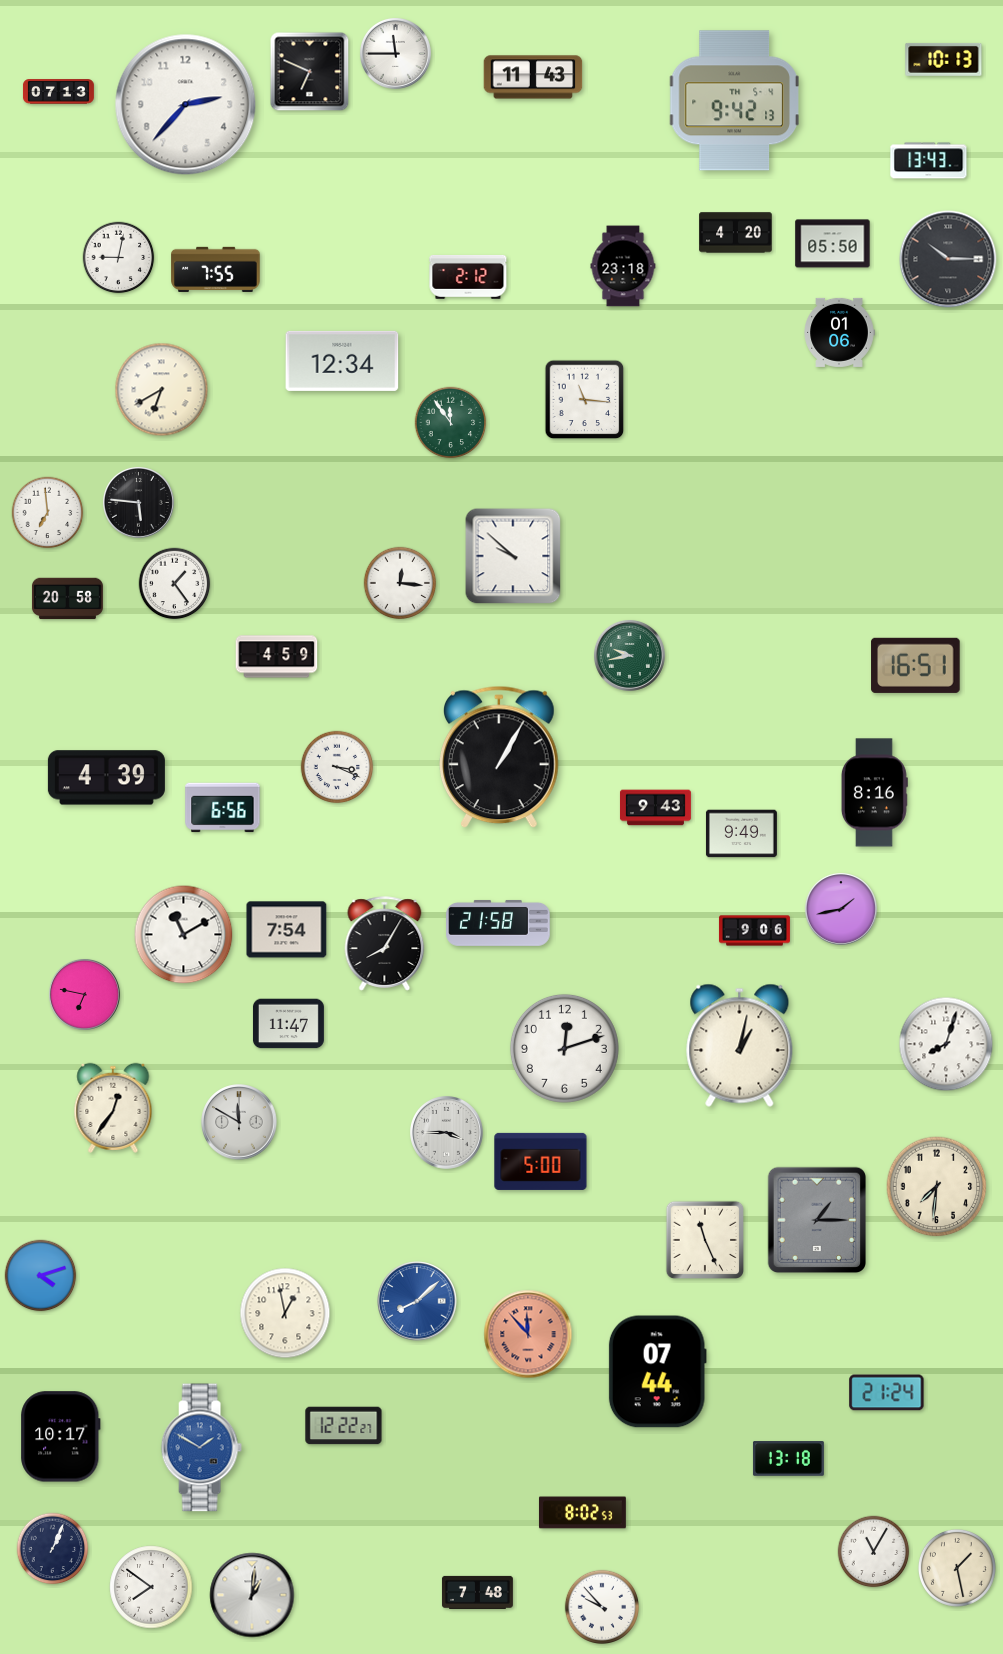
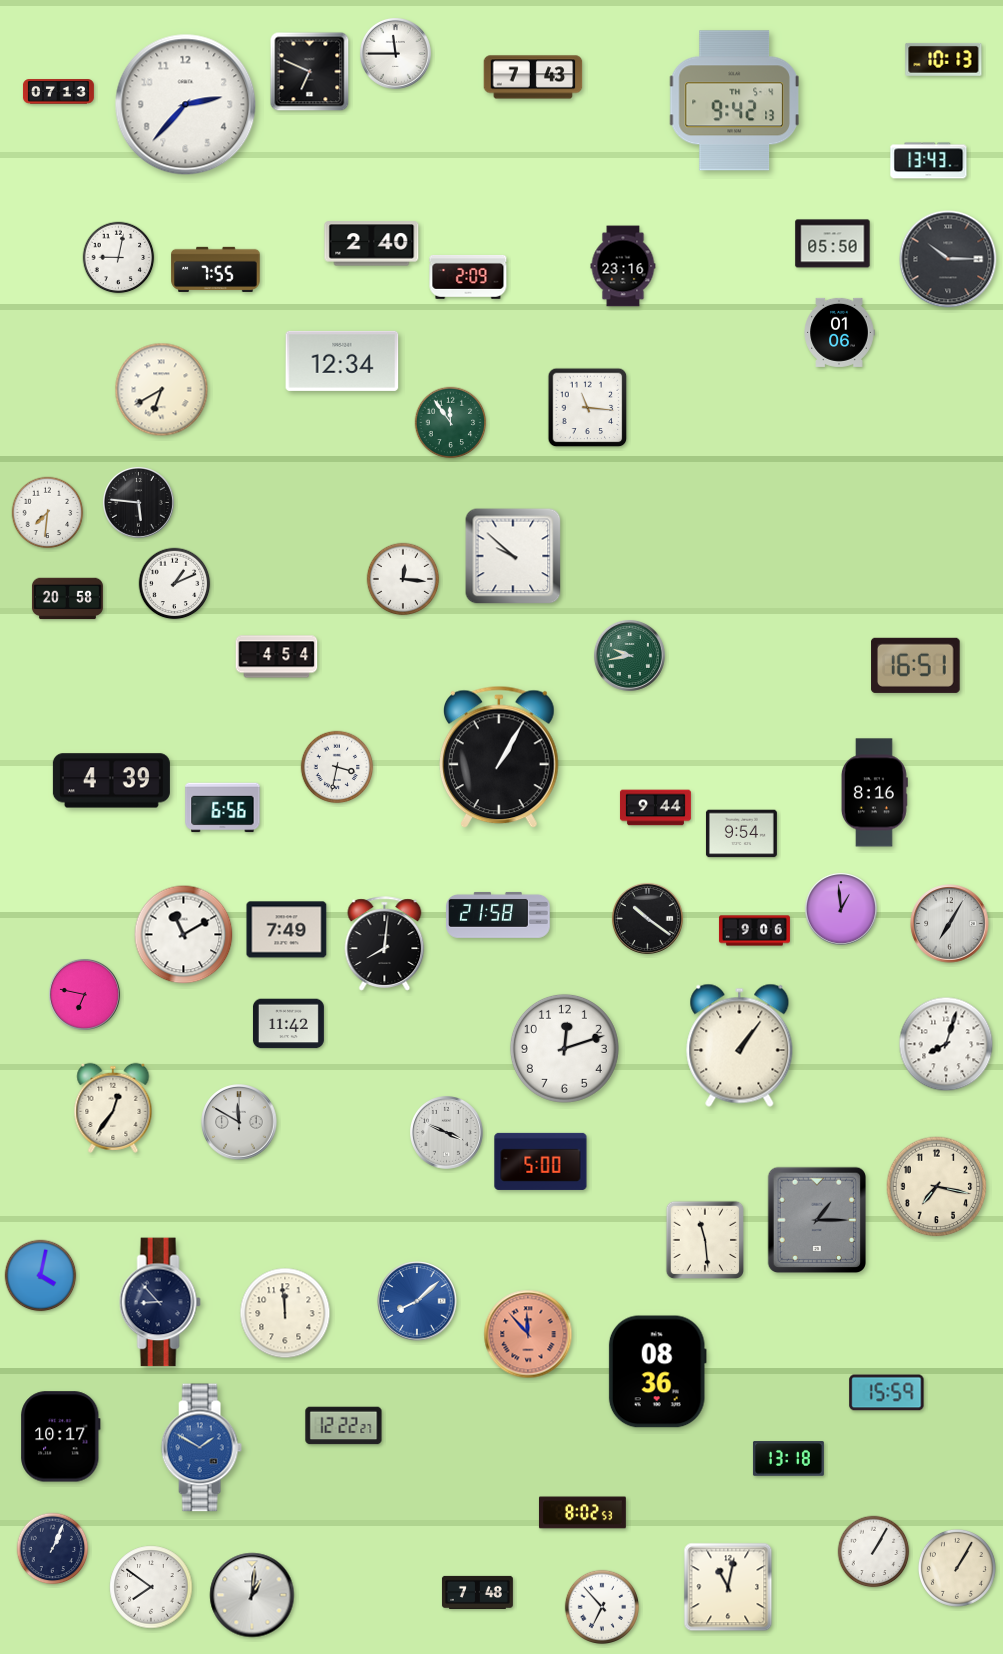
clock at (533, 77): 11:43 -> 7:43
clock at (736, 233): 4:20 -> none
clock at (372, 244): none -> 2:40
clock at (623, 266): 23:18 -> 23:16
clock at (468, 277): 2:12 -> 2:09
clock at (585, 400) position: (585, 400) -> (588, 408)
clock at (48, 513): 6:59 -> 7:31
clock at (400, 583) position: (400, 583) -> (403, 579)
clock at (175, 584): 1:24 -> 1:11
clock at (277, 657): 4:59 -> 4:54
clock at (337, 767): 3:19 -> 3:32
clock at (106, 778) position: (106, 778) -> (111, 781)
clock at (655, 808): 9:43 -> 9:44
clock at (741, 834): 9:49 -> 9:54
clock at (841, 909): 1:43 -> 12:59
clock at (647, 918): none -> 10:21
clock at (498, 923) position: (498, 923) -> (498, 915)
clock at (950, 924): none -> 7:05
clock at (287, 930): 7:54 -> 7:49
clock at (385, 944): 8:05 -> 8:01
clock at (288, 1024): 11:47 -> 11:42
clock at (740, 1045): 1:02 -> 1:06
clock at (447, 1133): 3:45 -> 3:49
clock at (937, 1187): 7:31 -> 7:17
clock at (704, 1239): 11:26 -> 11:29
clock at (41, 1276): 4:12 -> 4:02
clock at (160, 1302): none -> 8:53
clock at (285, 1313): 12:58 -> 11:59
clock at (657, 1372): 07:44 -> 08:36
clock at (887, 1393): 21:24 -> 15:59
clock at (874, 1552): 11:05 -> 1:05
clock at (957, 1568): 1:28 -> 1:05
clock at (728, 1587): none -> 11:02
clock at (601, 1606): 9:53 -> 6:53
